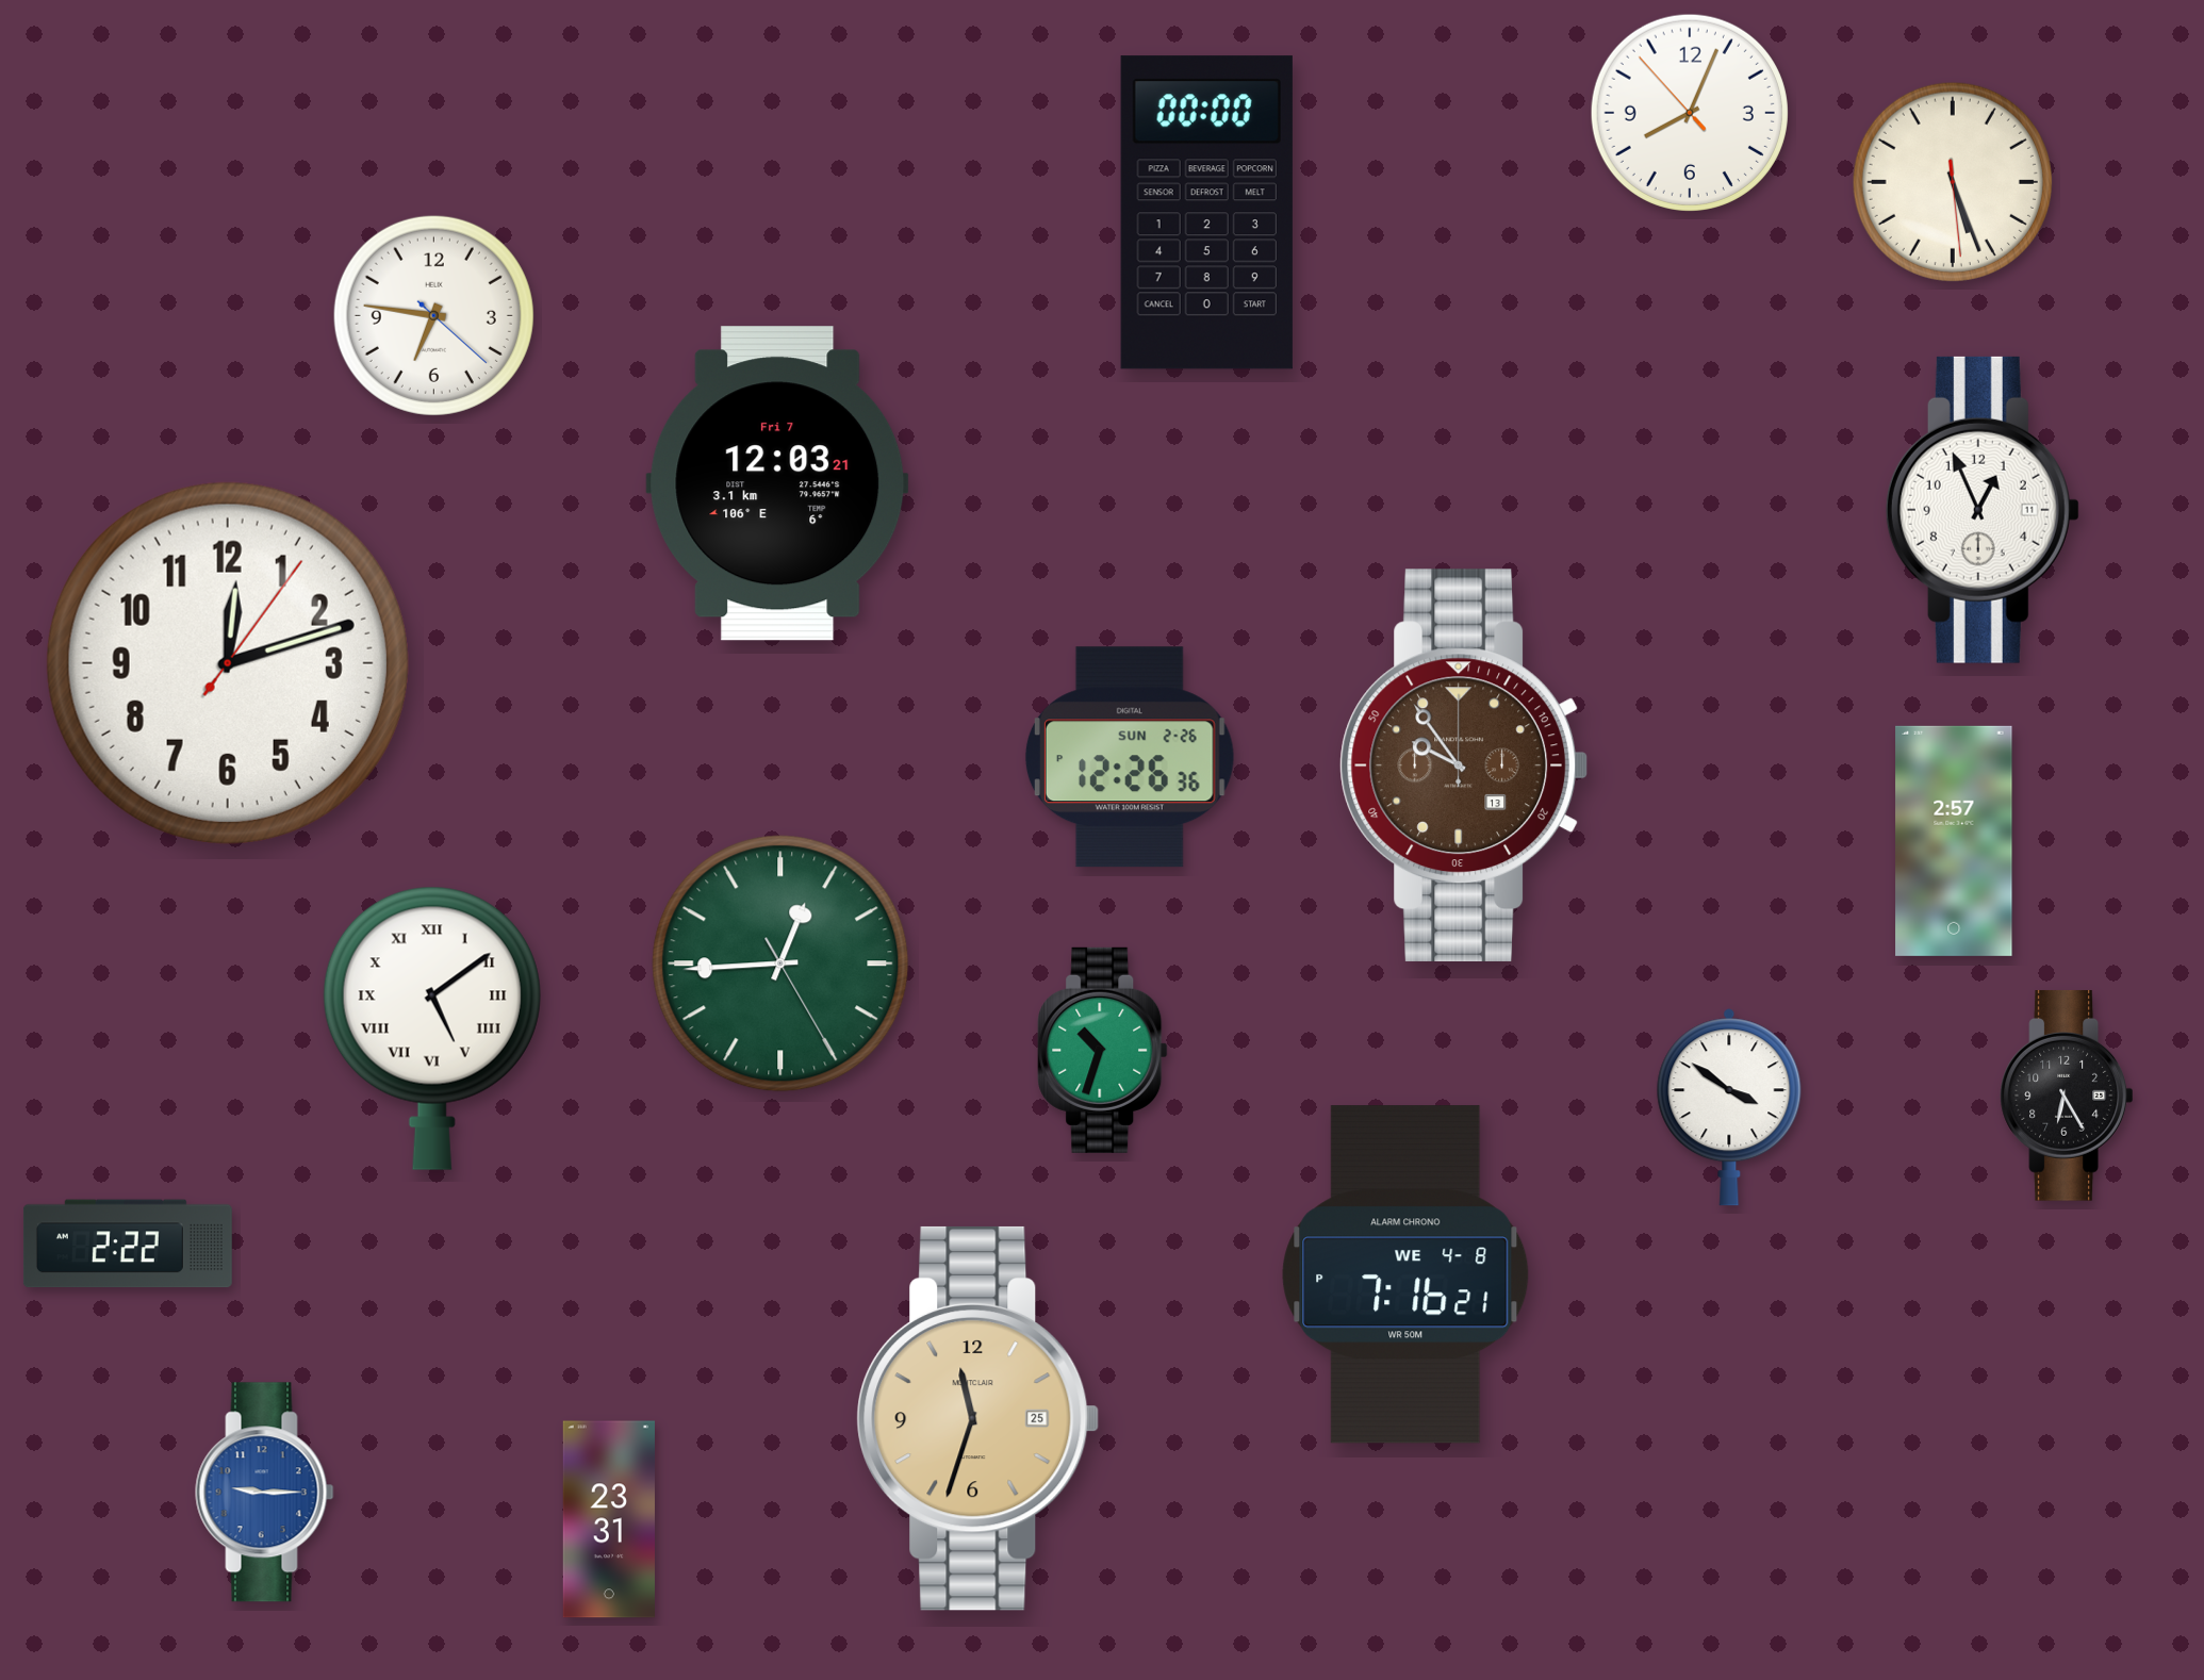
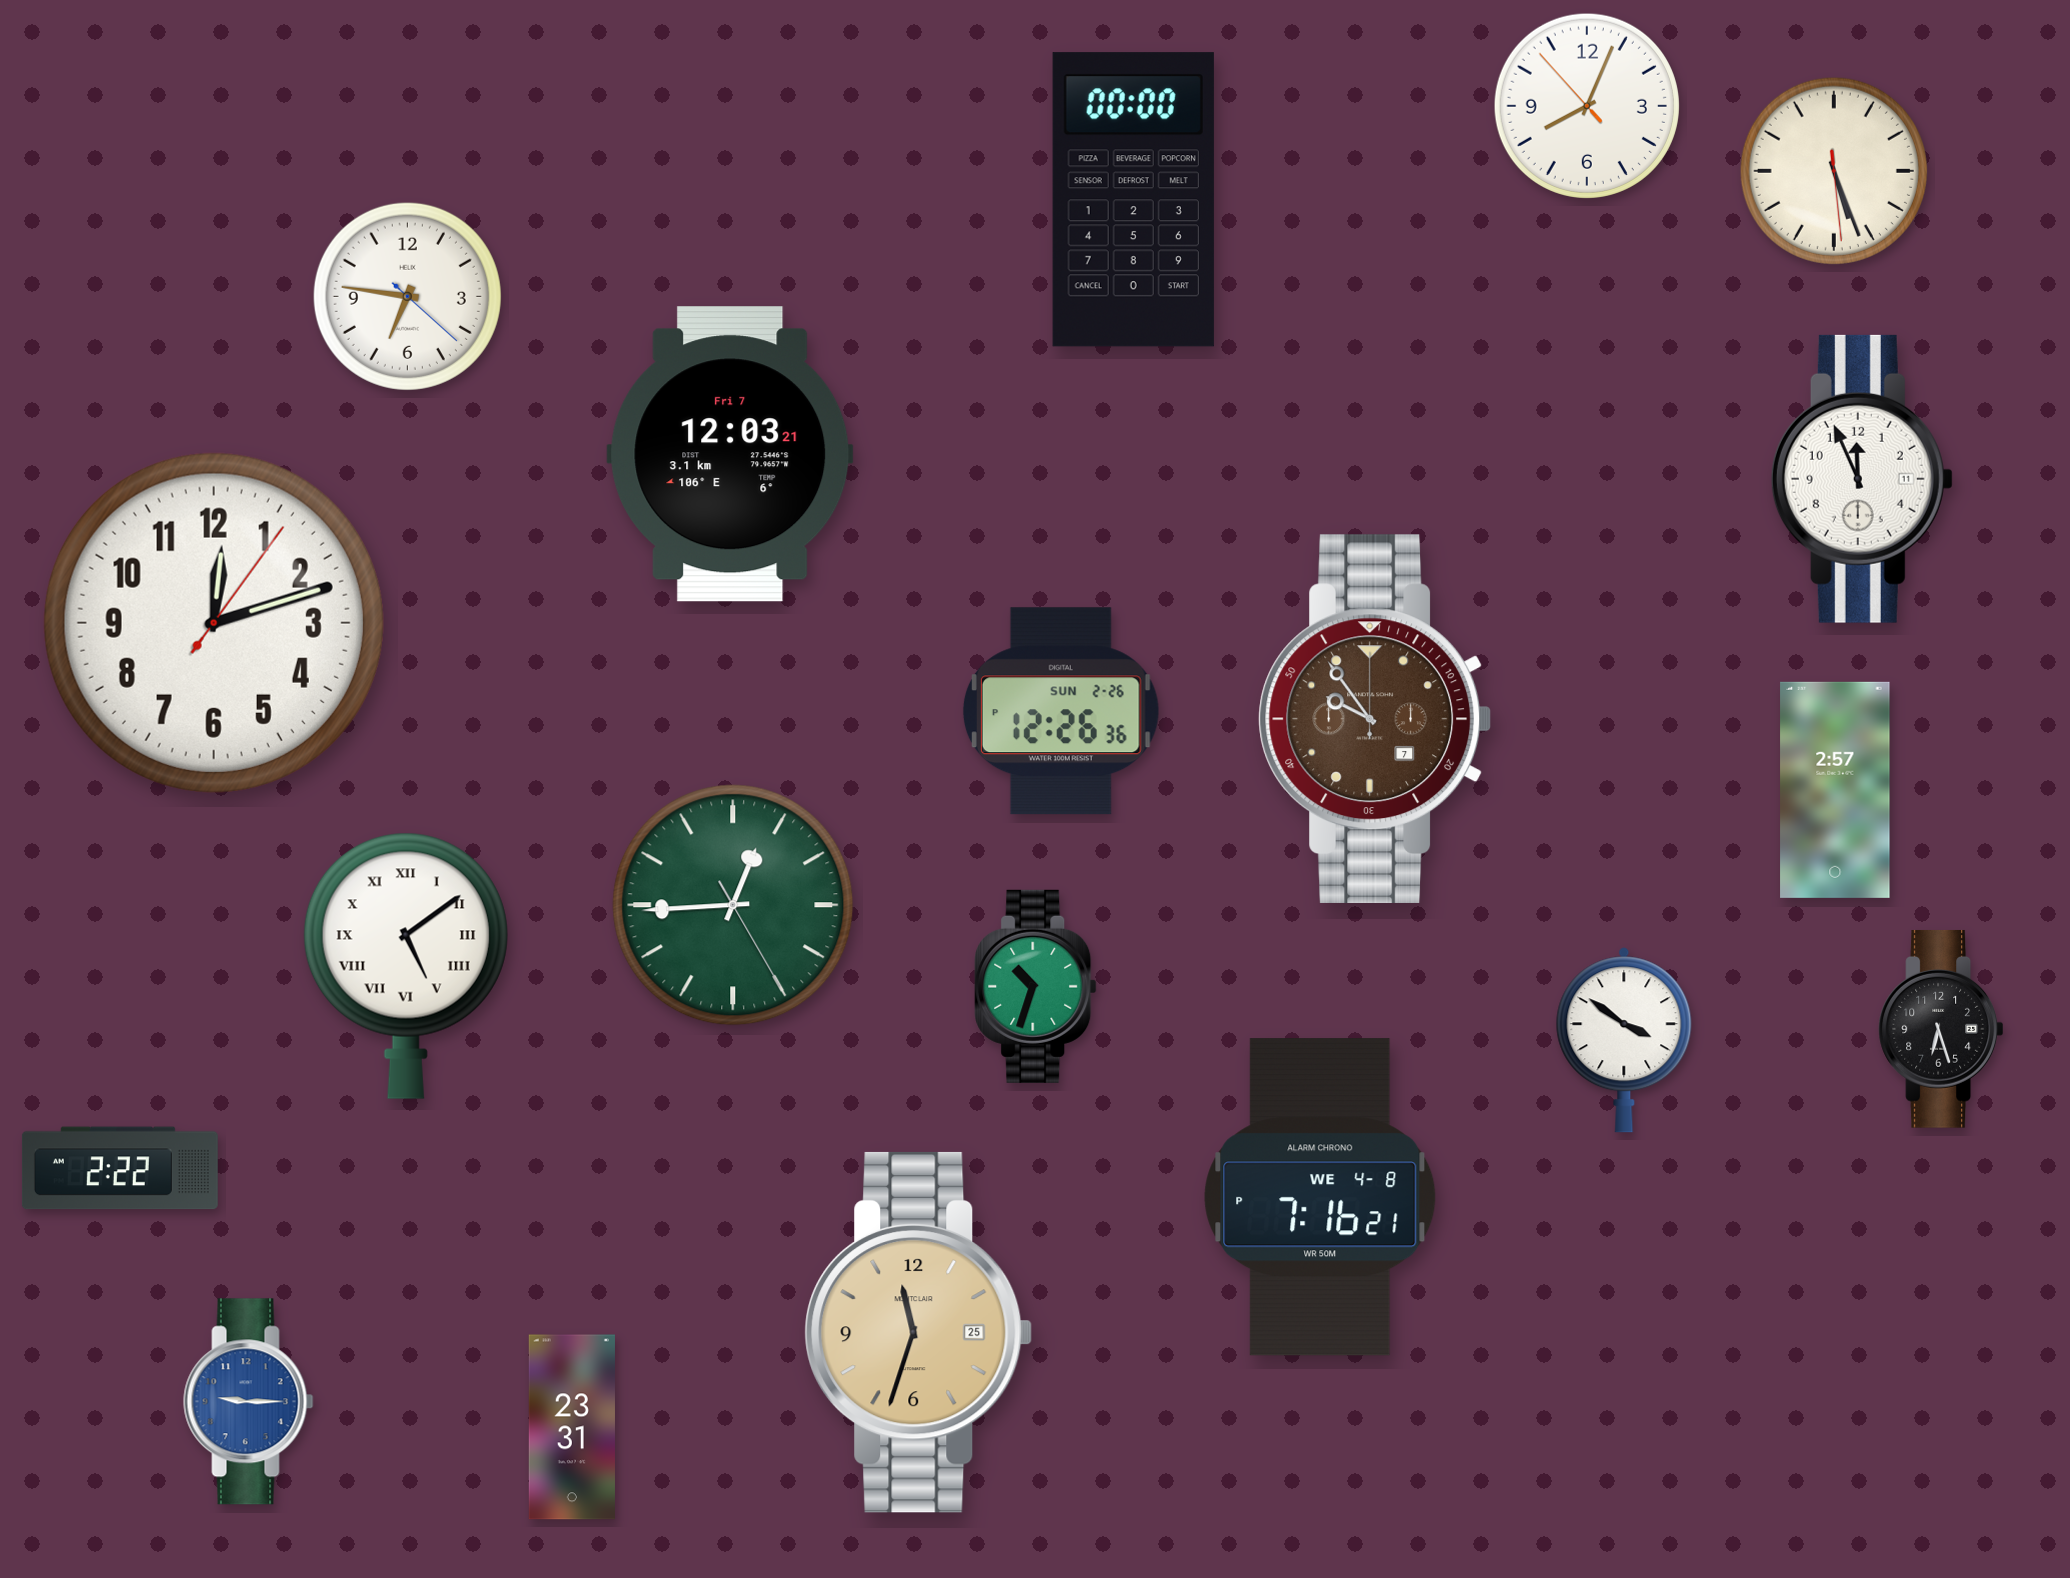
clock at (1983, 510): 12:56 -> 11:56
clock at (1463, 765) date: 13 -> 7
clock at (2066, 1096): 6:25 -> 6:27
